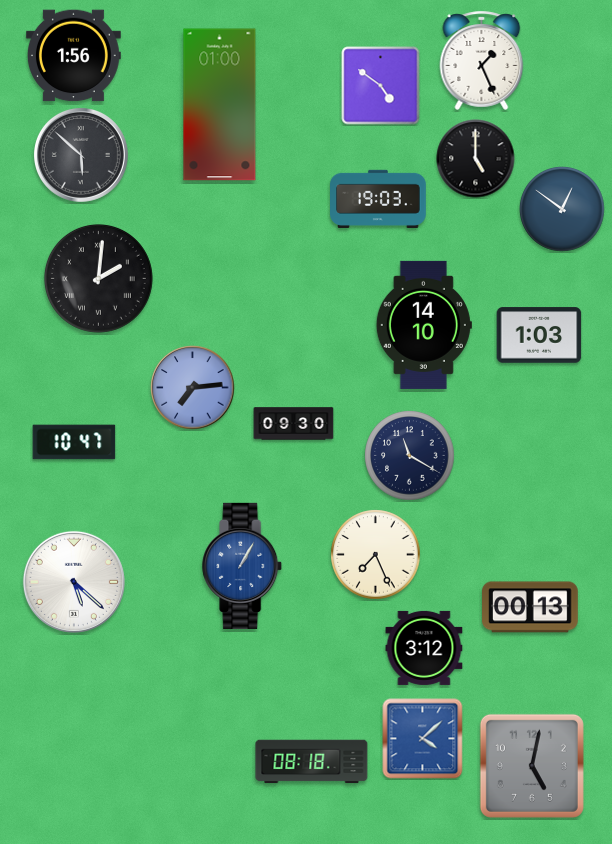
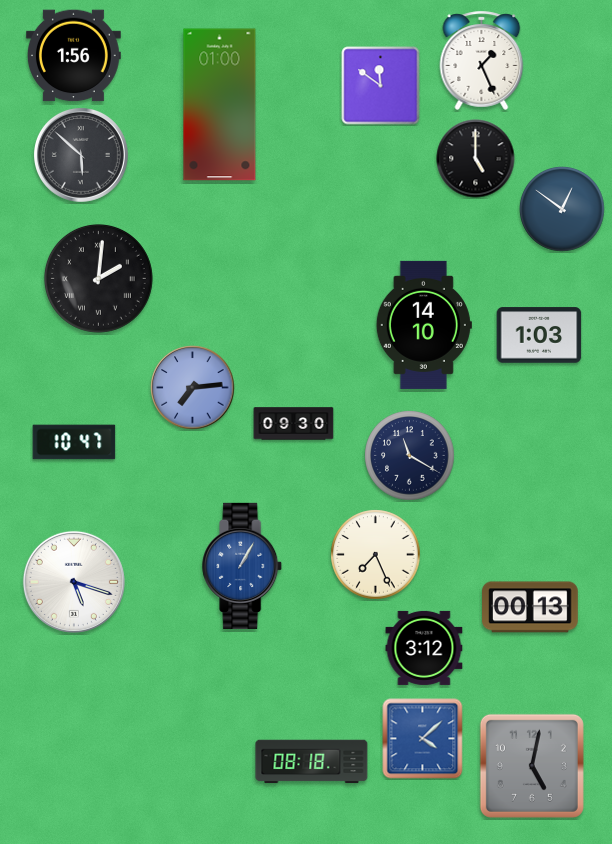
clock at (381, 86): 4:51 -> 11:51
clock at (379, 198): 19:03 -> none
clock at (74, 582): 5:22 -> 5:18
